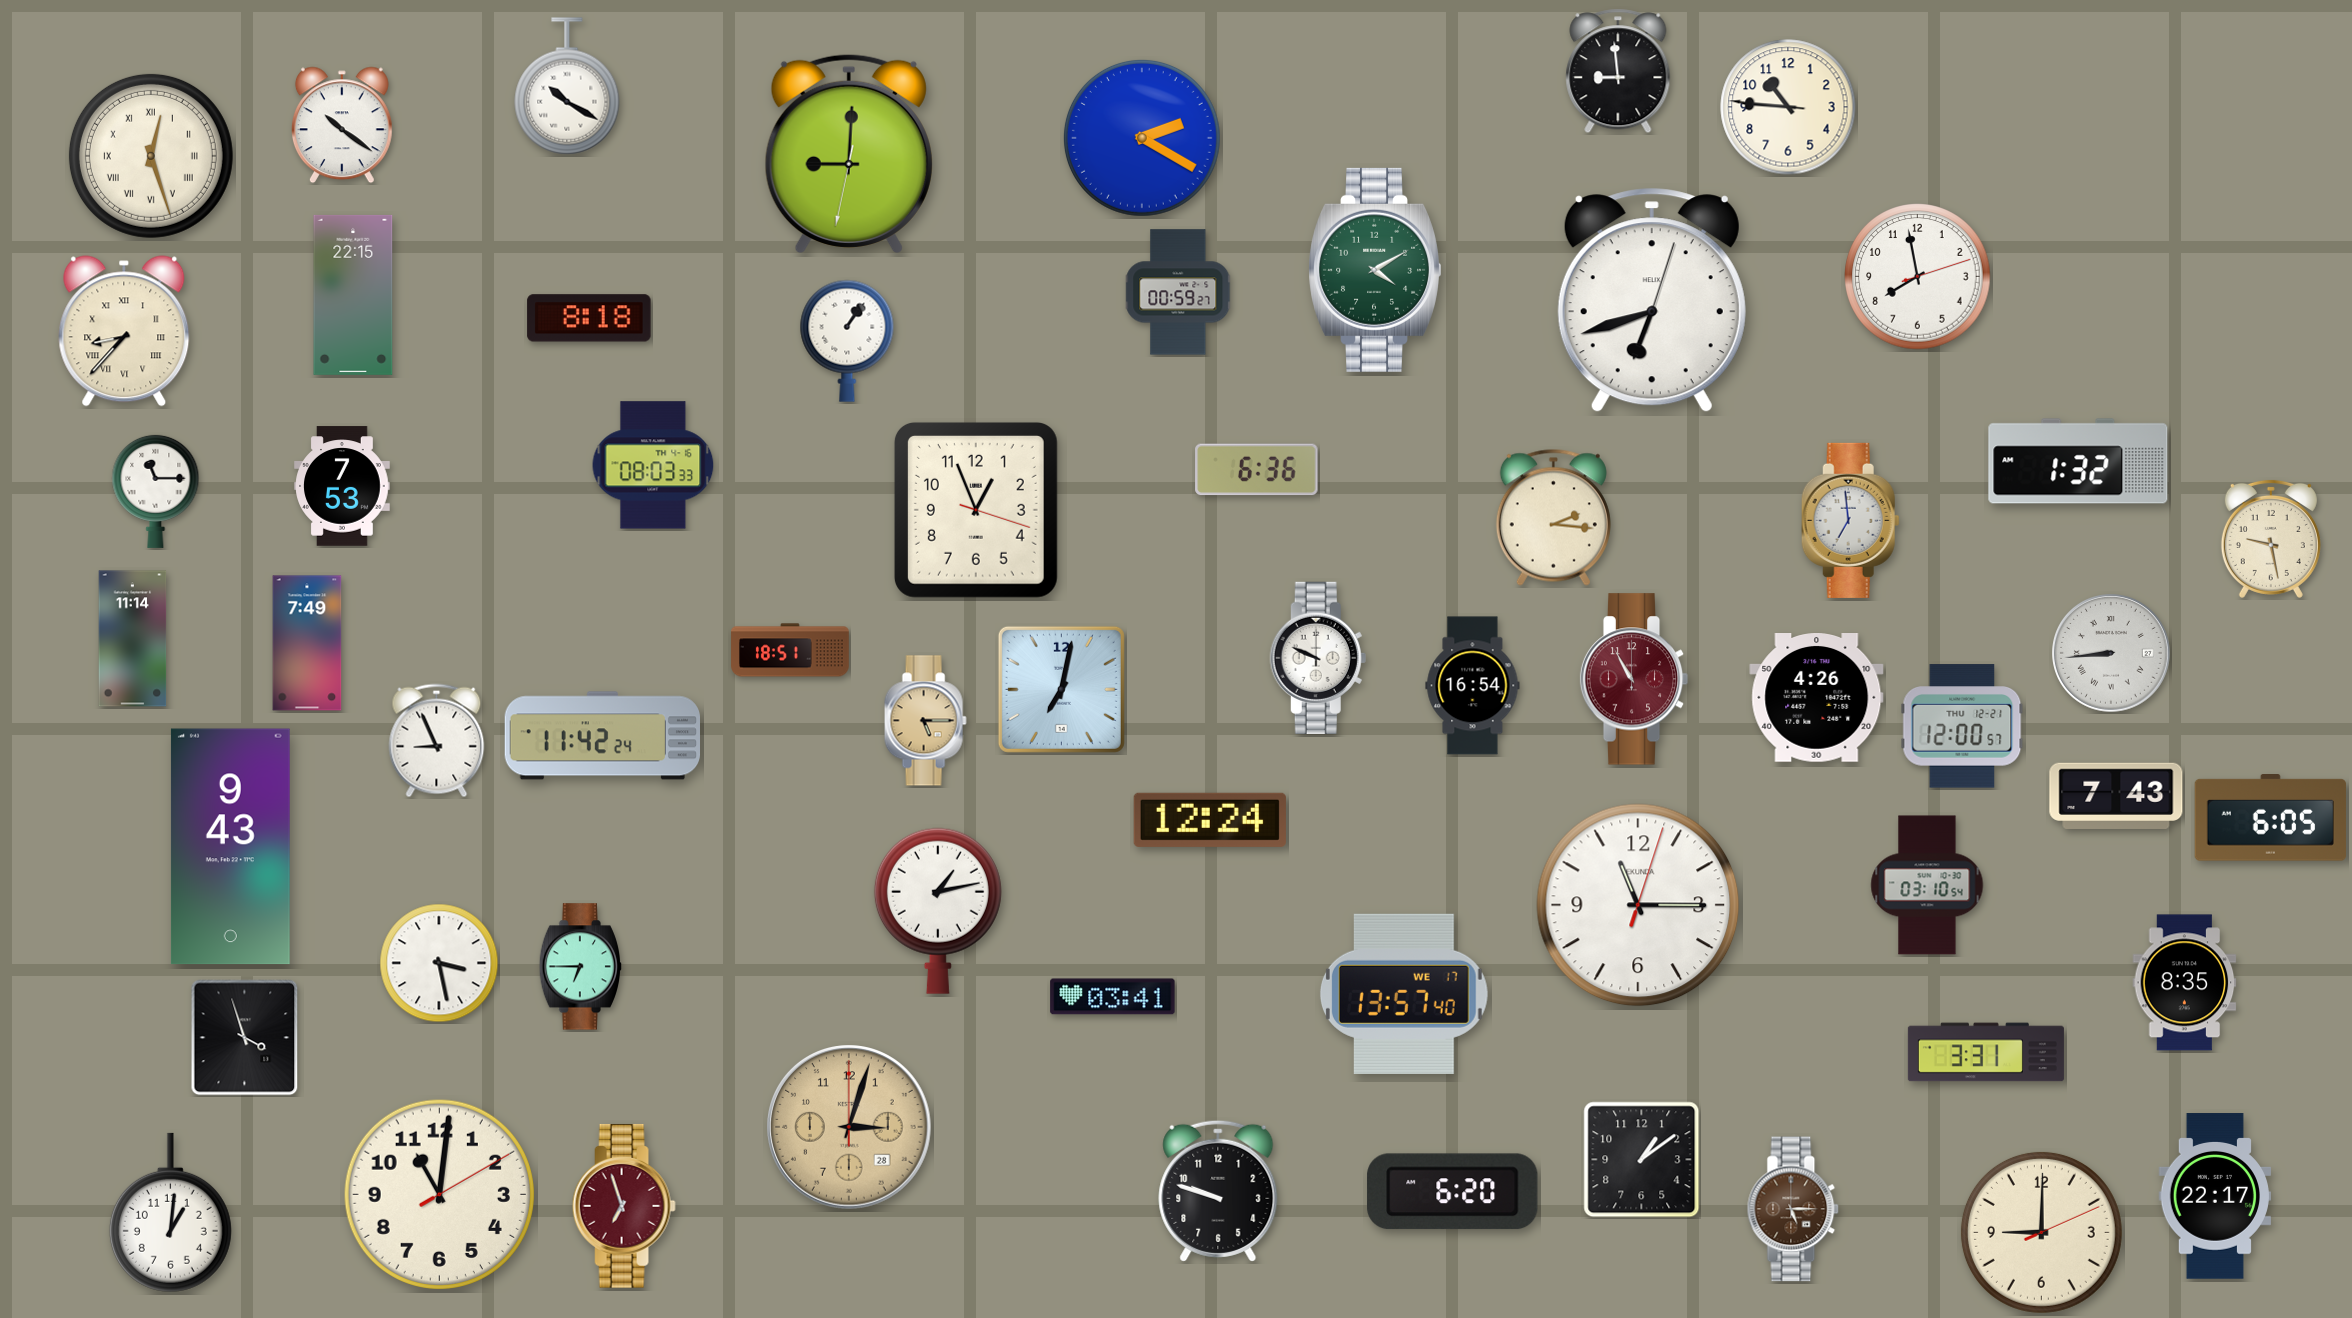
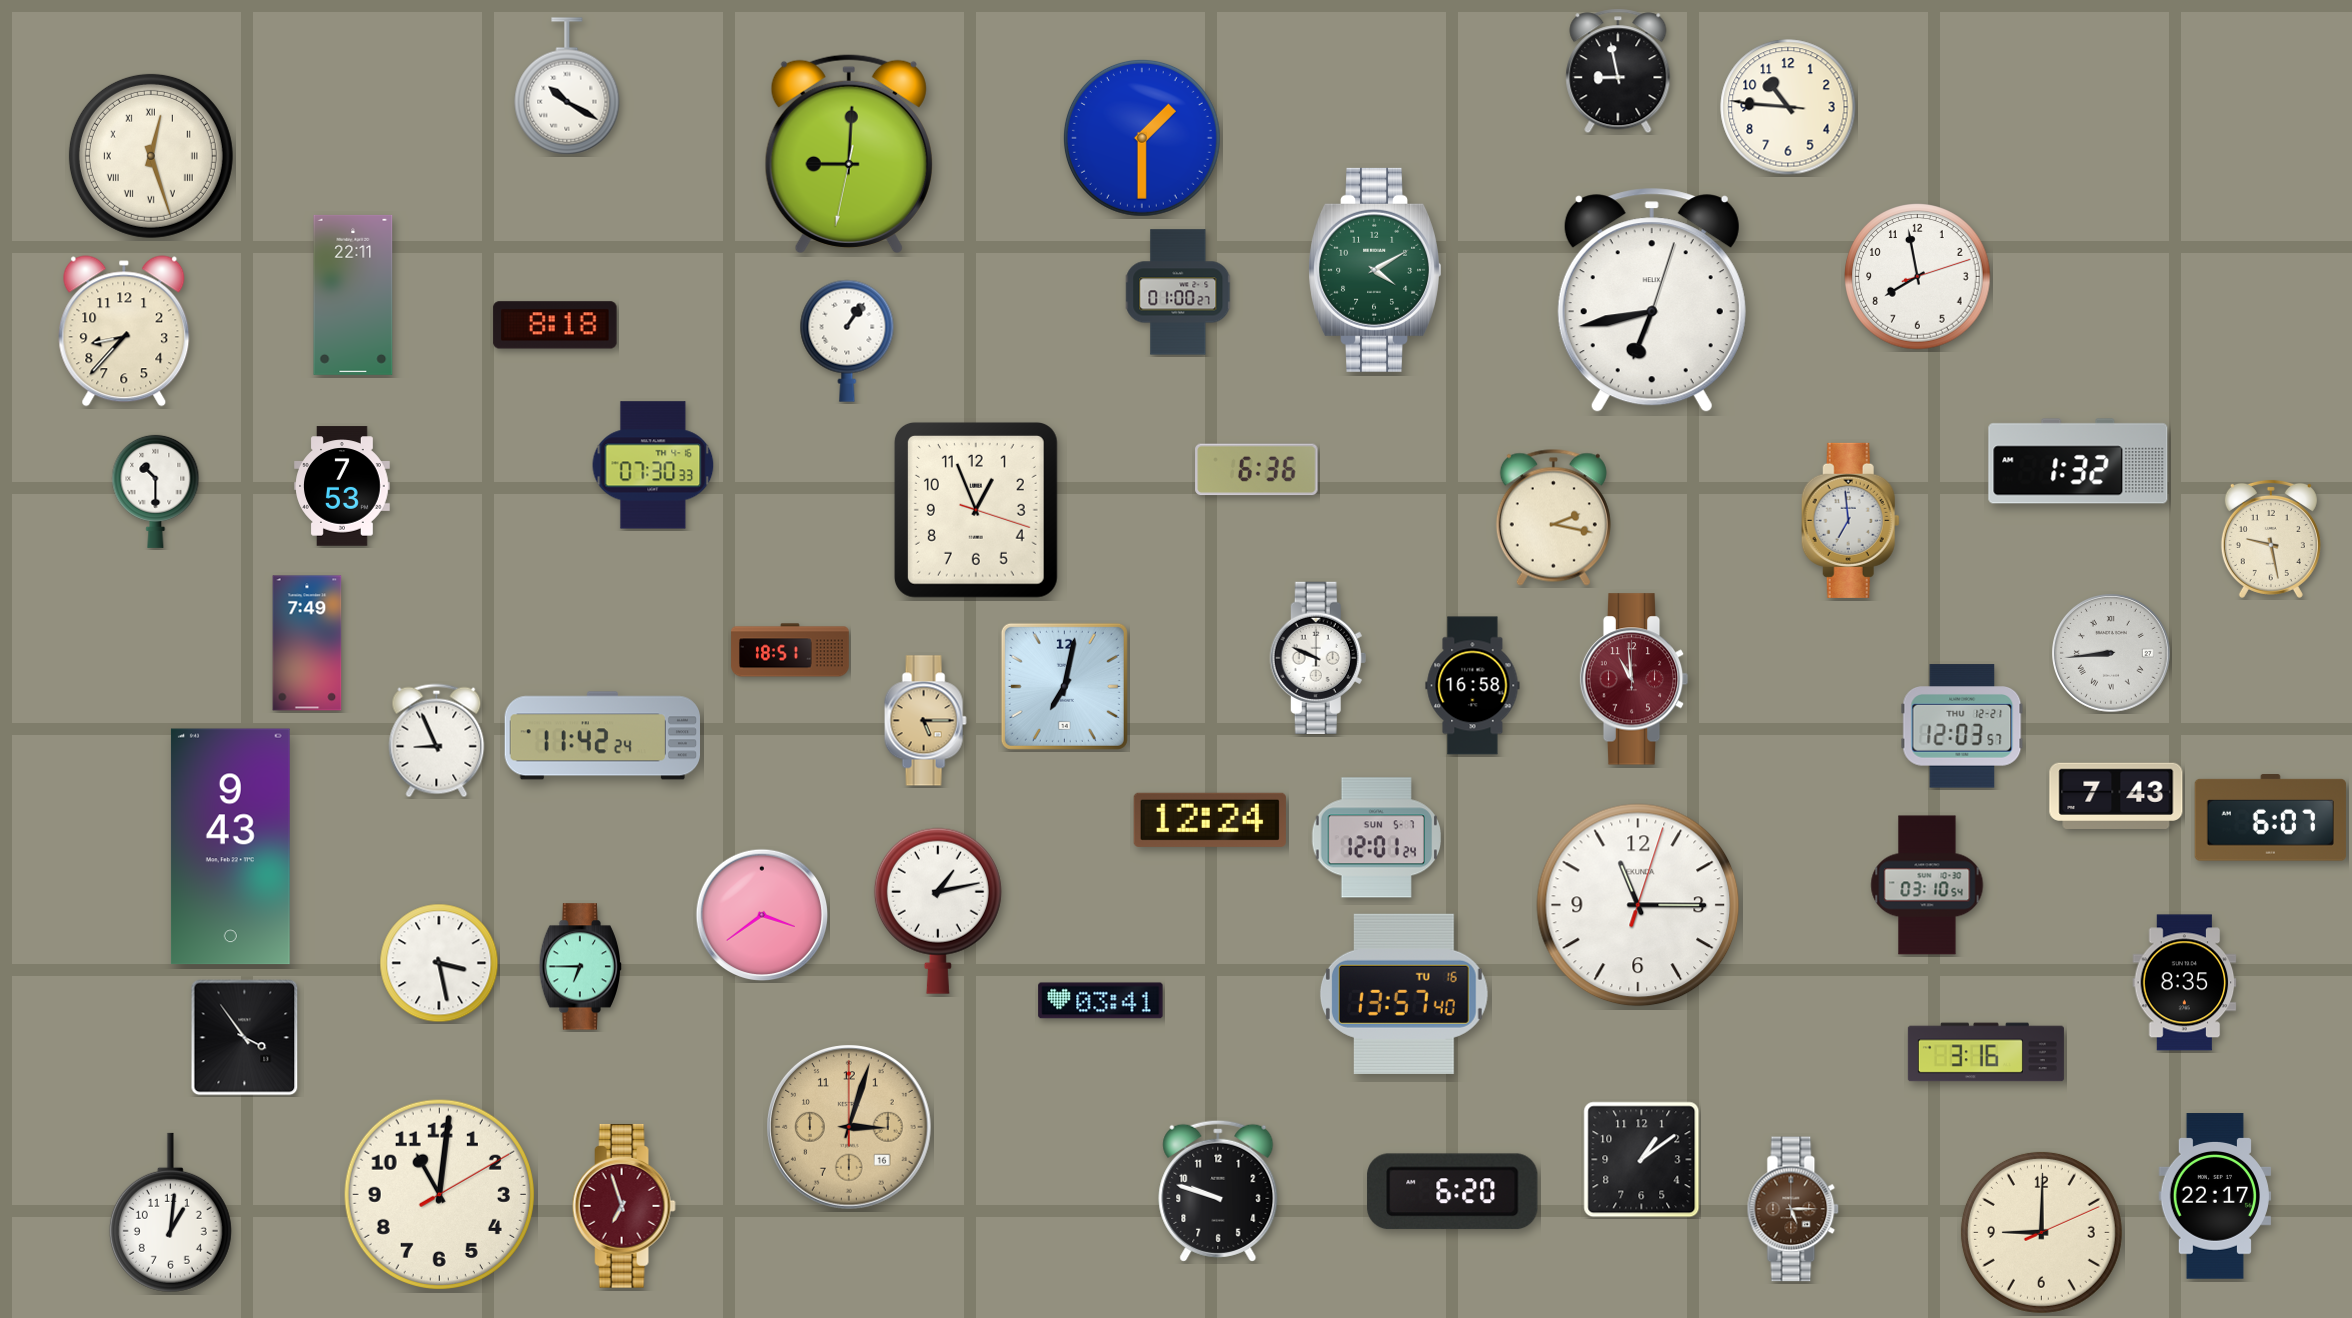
clock at (1618, 71): 8:59 -> 8:58
clock at (342, 125): 10:21 -> none
clock at (1142, 138): 2:20 -> 1:30
clock at (1179, 292): 00:59 -> 01:00
clock at (353, 295): 22:15 -> 22:11
clock at (1652, 301): 6:42 -> 6:43
clock at (589, 318) position: (589, 318) -> (555, 325)
clock at (124, 331) numerals: Roman -> Arabic
clock at (653, 465): 08:03 -> 07:30
clock at (156, 491): 11:15 -> 10:30
clock at (1553, 517): 2:16 -> 2:17
clock at (133, 639): 11:14 -> none
clock at (1634, 679): 10:55 -> 10:59
clock at (1473, 686): 16:54 -> 16:58
clock at (1061, 689) position: (1061, 689) -> (1064, 686)
clock at (1817, 698): 4:26 -> none
clock at (1962, 726): 12:00 -> 12:03
clock at (2270, 818): 6:05 -> 6:07
clock at (1377, 838): none -> 12:01
clock at (761, 914): none -> 3:39
clock at (1404, 994) date: WE 17 -> TU 16
clock at (1113, 997) position: (1113, 997) -> (1101, 1001)
clock at (245, 1038): 3:57 -> 3:54
clock at (1986, 1052): 3:31 -> 3:16
clock at (849, 1127) date: 28 -> 16
